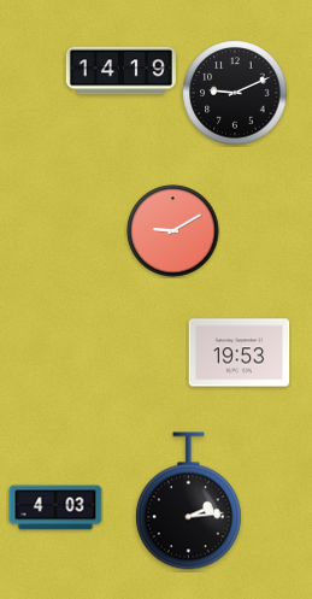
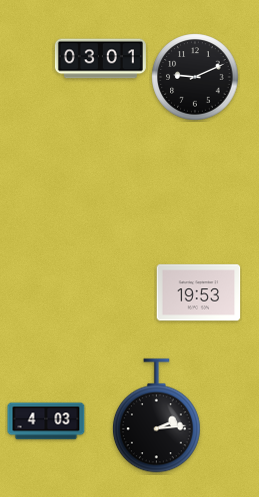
clock at (120, 71): 14:19 -> 03:01
clock at (173, 231): 9:10 -> none
